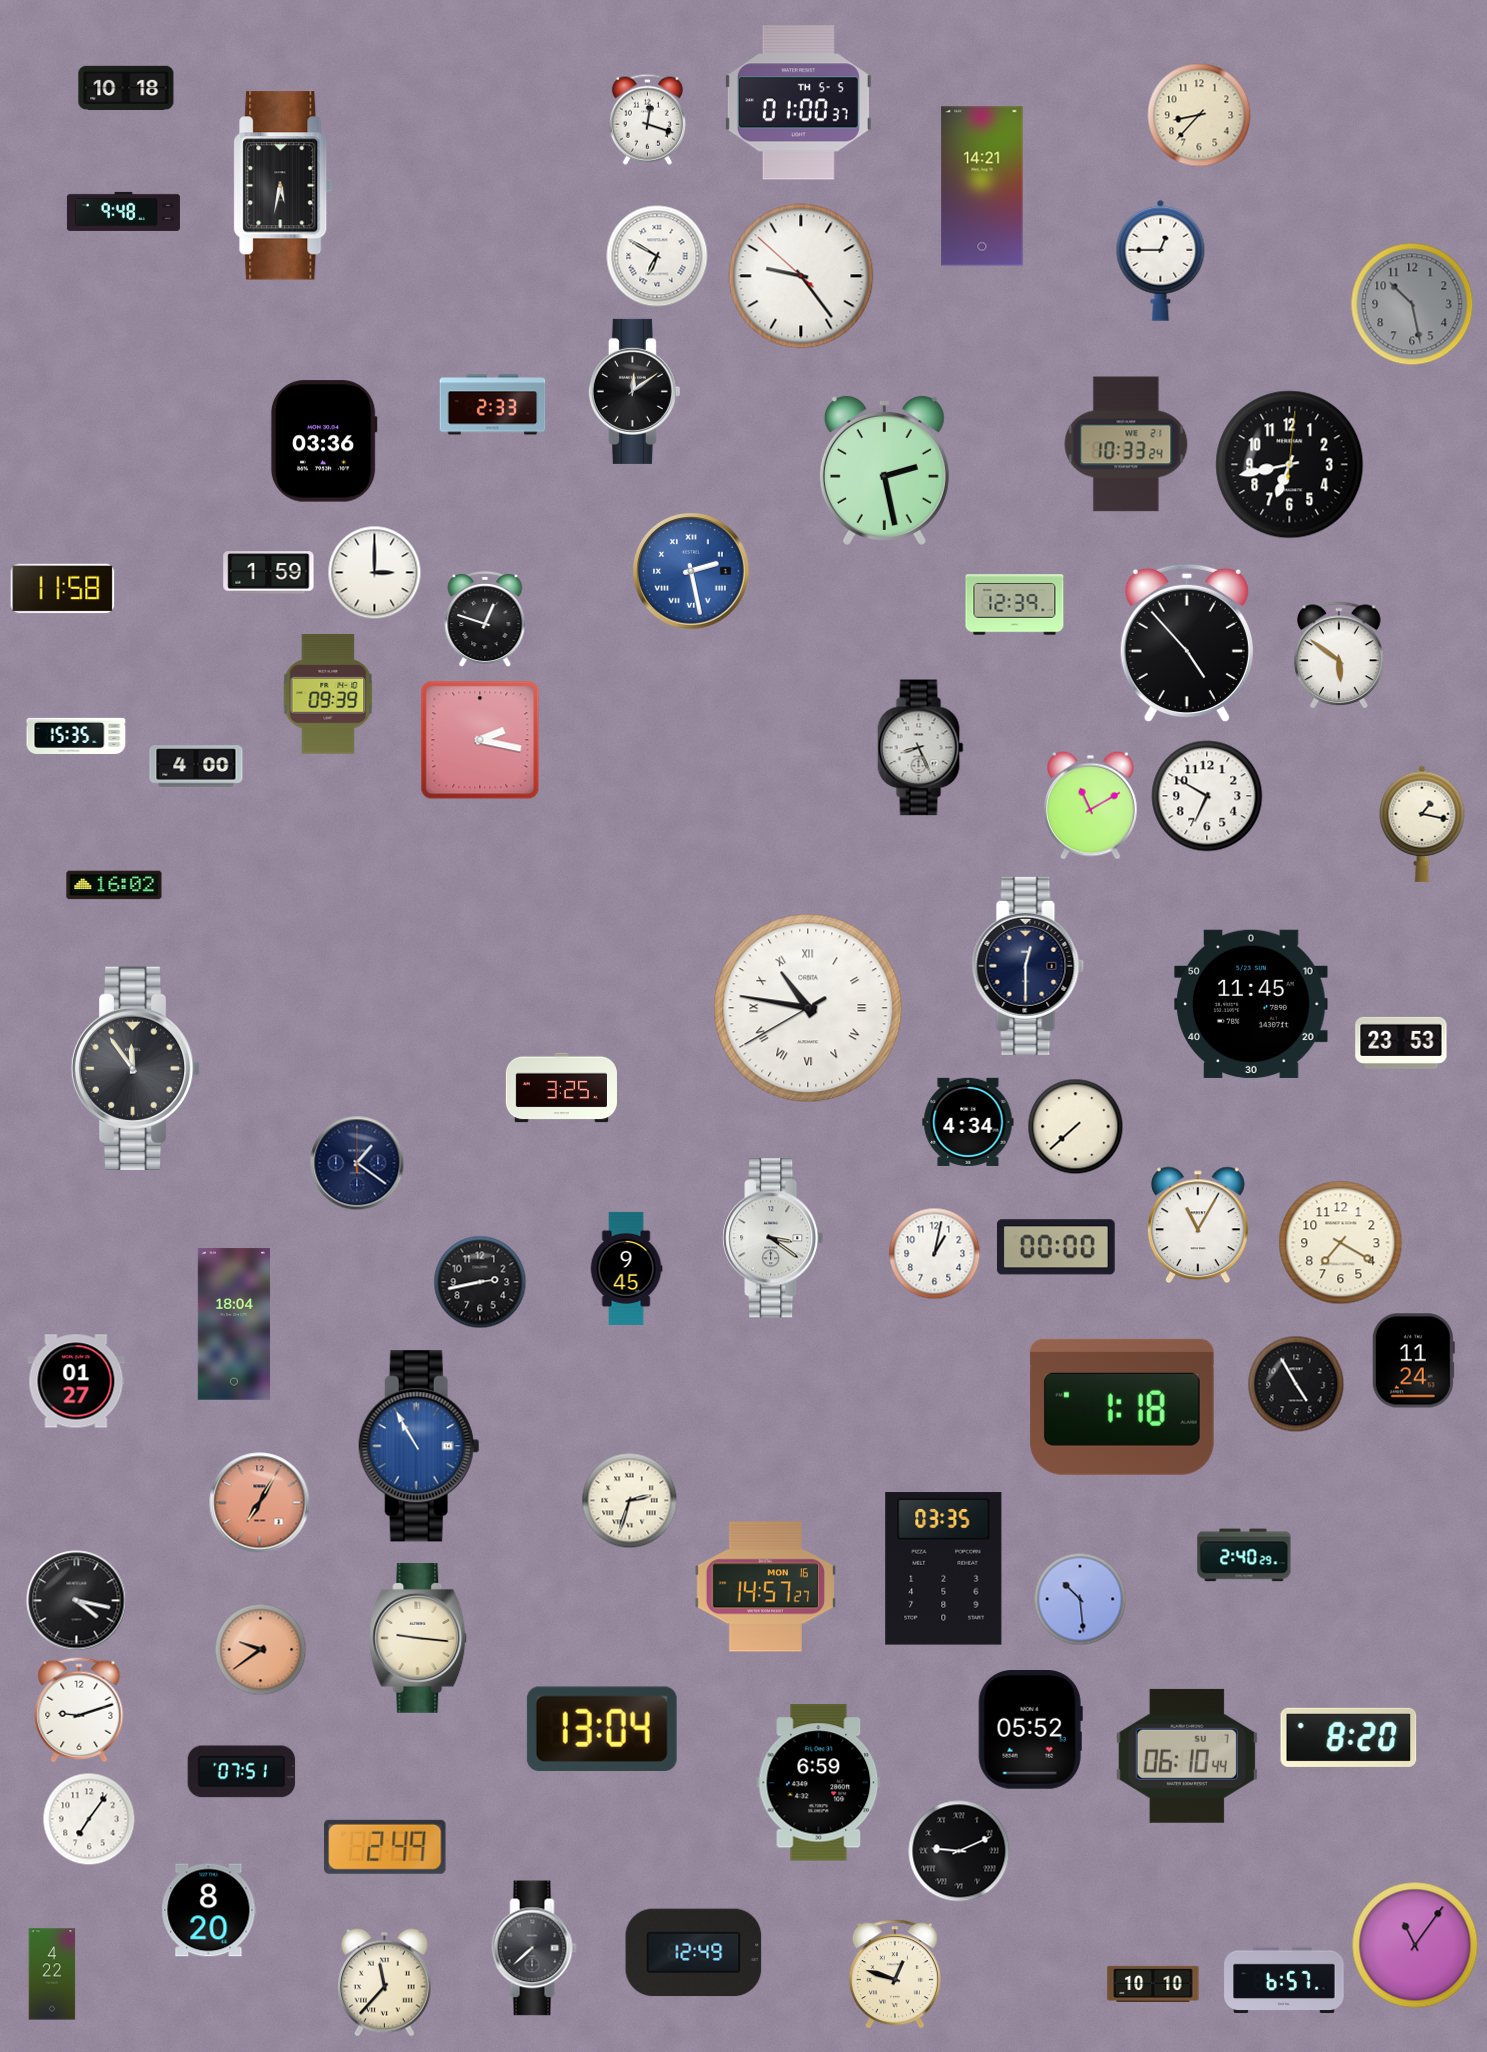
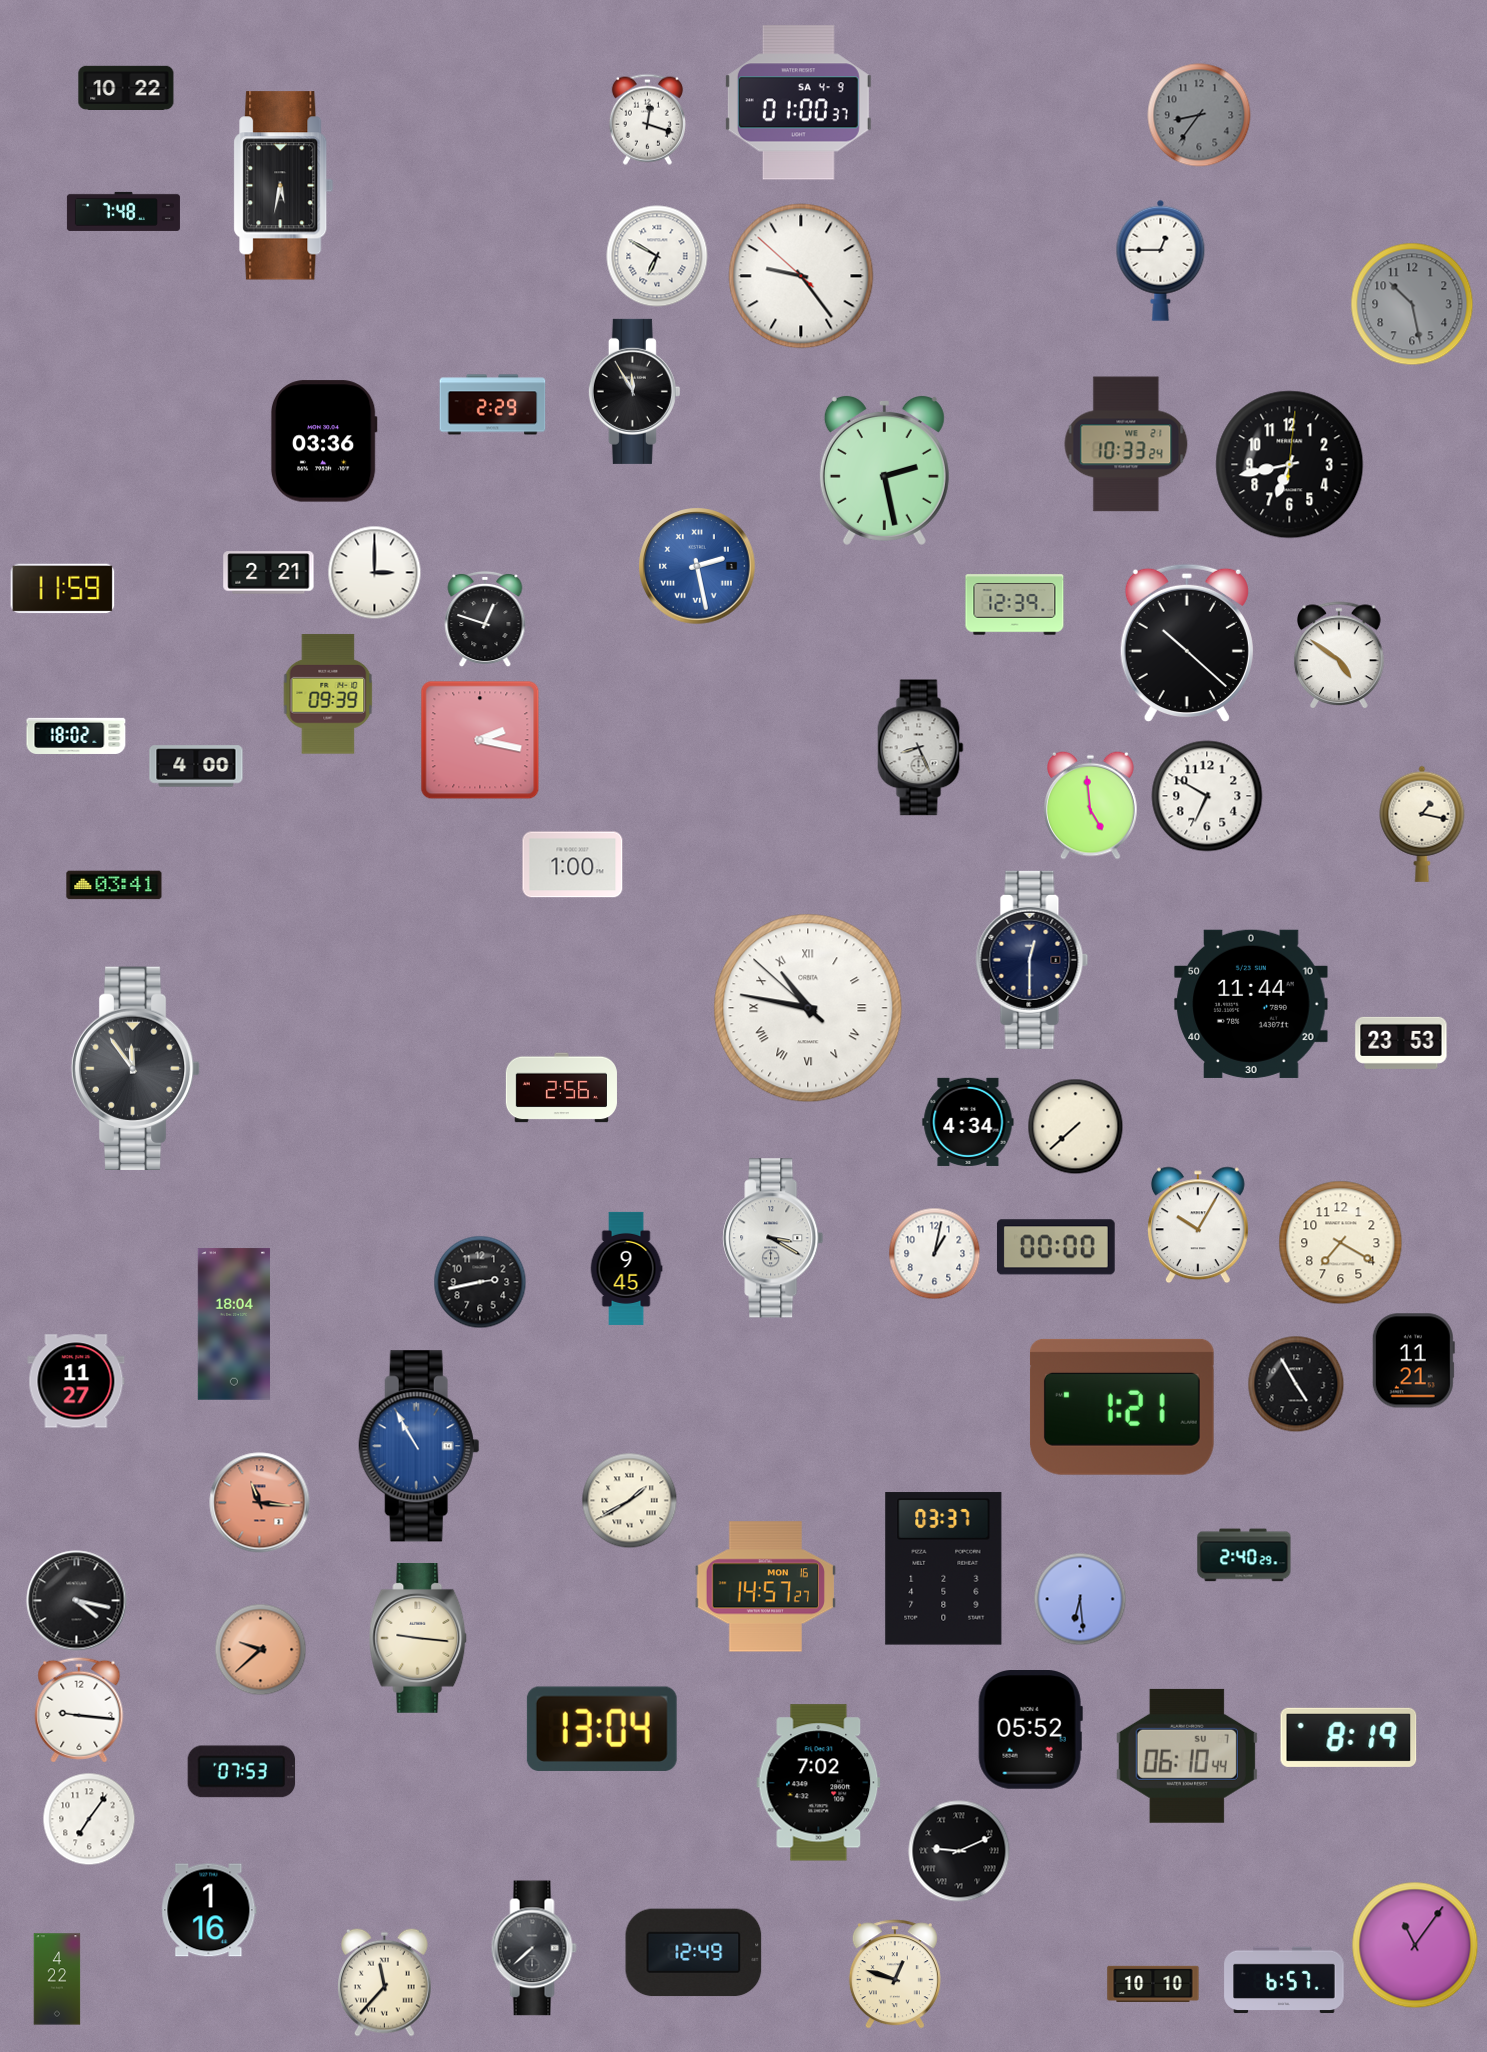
clock at (126, 88): 10:18 -> 10:22
clock at (798, 103) date: TH 5-5 -> SA 4-9
clock at (1199, 115): 8:37 -> 8:36
clock at (1199, 115) dial: cream -> grey
clock at (982, 186): 14:21 -> none
clock at (123, 211): 9:48 -> 7:48
clock at (634, 391): 12:09 -> 11:55
clock at (493, 405): 2:33 -> 2:29
clock at (691, 571) position: (691, 571) -> (697, 566)
clock at (269, 573): 1:59 -> 2:21
clock at (63, 589): 11:58 -> 11:59
clock at (1187, 643): 4:53 -> 10:22
clock at (1339, 656): 5:51 -> 4:51
clock at (76, 736): 15:35 -> 18:02
clock at (1091, 805): 11:10 -> 4:59
clock at (573, 865): none -> 1:00
clock at (114, 885): 16:02 -> 03:41
clock at (1028, 966) position: (1028, 966) -> (1032, 960)
clock at (1251, 1004): 11:45 -> 11:44
clock at (808, 1008): 10:46:40 -> 10:46:52
clock at (561, 1088): 3:25 -> 2:56
clock at (357, 1163): 1:21 -> none
clock at (1198, 1225): 11:05 -> 10:05
clock at (773, 1238): 3:21 -> 3:20
clock at (1413, 1361): 11:24 -> 11:21
clock at (76, 1381): 01:27 -> 11:27
clock at (1122, 1407): 1:18 -> 1:21
clock at (630, 1501): 2:33 -> 1:40
clock at (260, 1503): 7:05 -> 11:16
clock at (944, 1569): 03:35 -> 03:37
clock at (1080, 1599): 10:29 -> 6:29
clock at (261, 1650): 9:39 -> 9:38
clock at (79, 1710): 9:12 -> 9:16
clock at (1349, 1737): 8:20 -> 8:19
clock at (242, 1772): 07:51 -> 07:53
clock at (819, 1783): 6:59 -> 7:02
clock at (385, 1847): 2:49 -> none
clock at (209, 1910): 8:20 -> 1:16
clock at (52, 1974) position: (52, 1974) -> (57, 1979)
